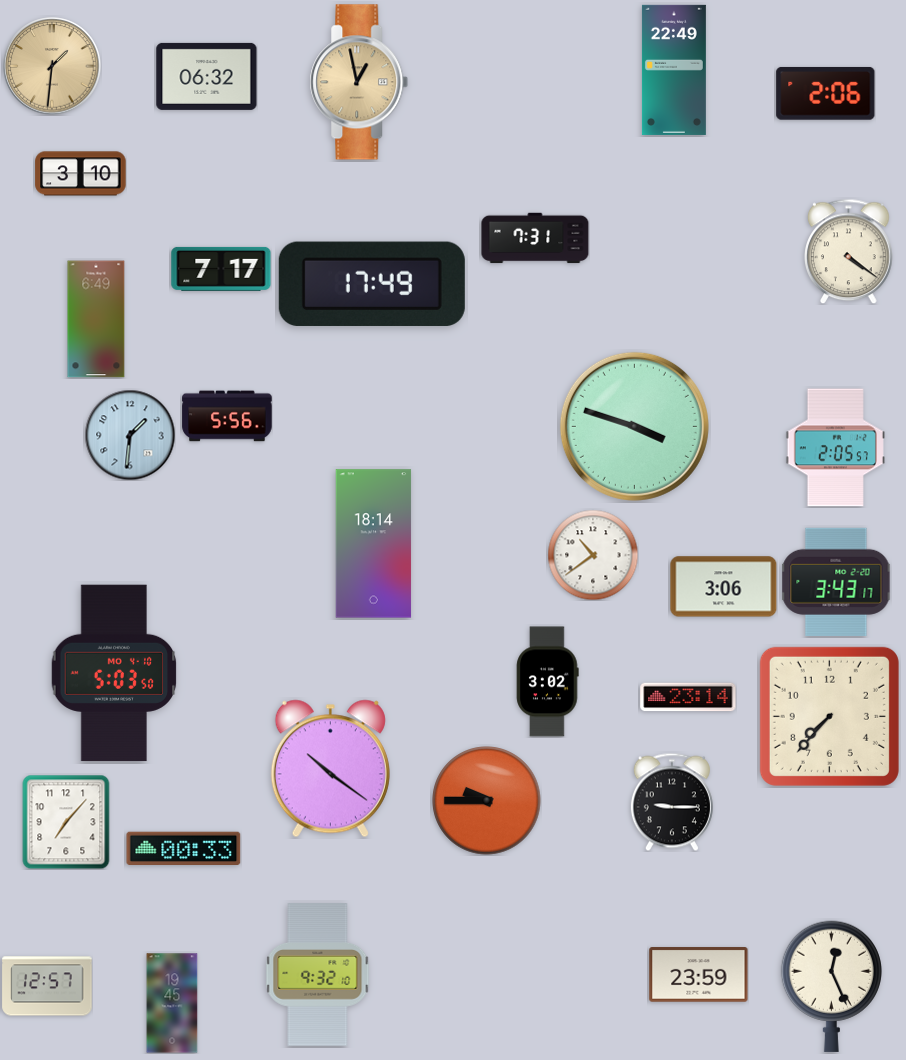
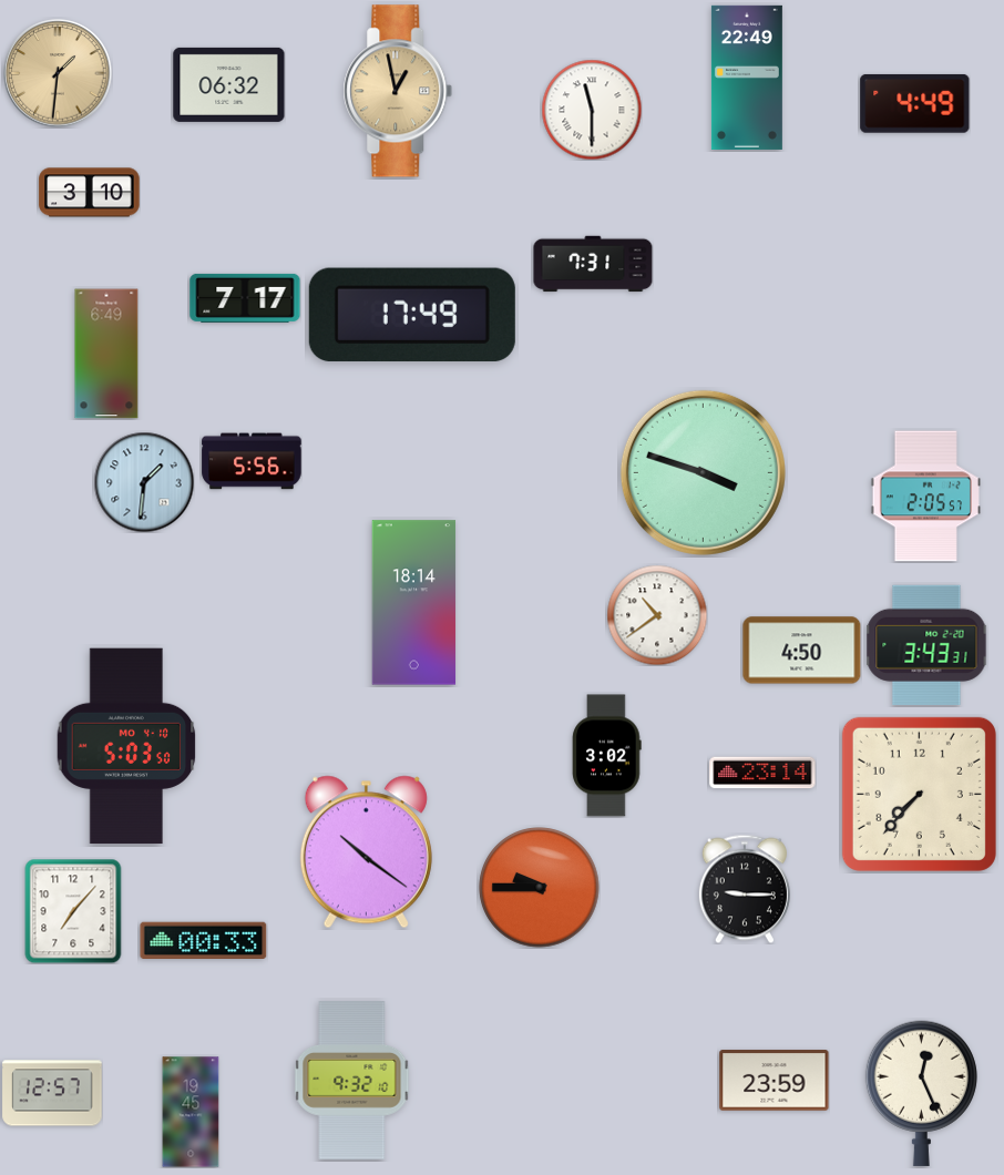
clock at (826, 93): 2:06 -> 4:49
clock at (592, 110): none -> 11:30
clock at (849, 251): 4:21 -> none
clock at (836, 582): 3:43:17 -> 3:43:31
clock at (724, 587): 3:06 -> 4:50
